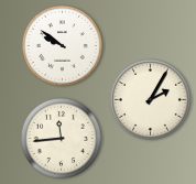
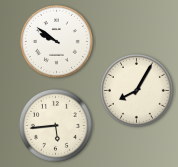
clock at (150, 99): 2:05 -> 8:05
clock at (61, 138): 11:44 -> 5:44
